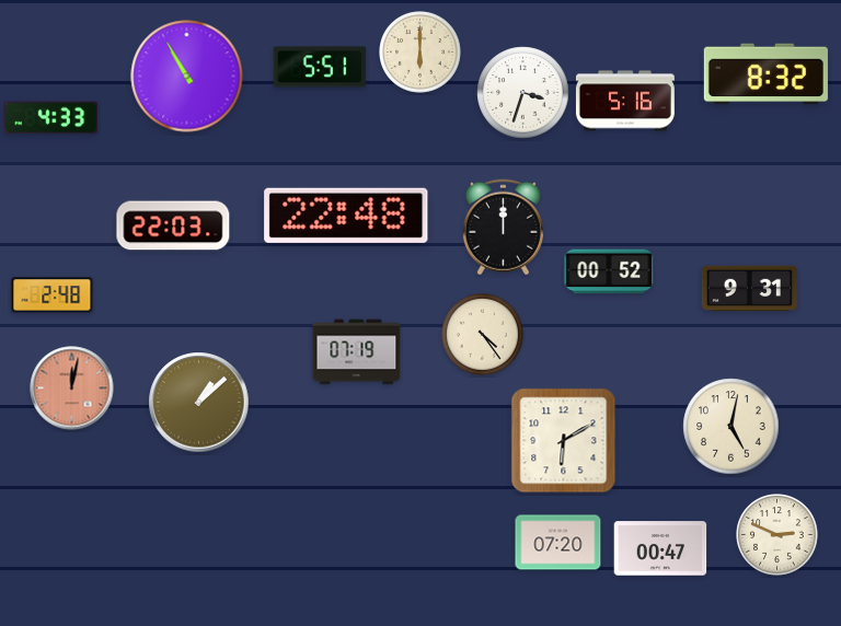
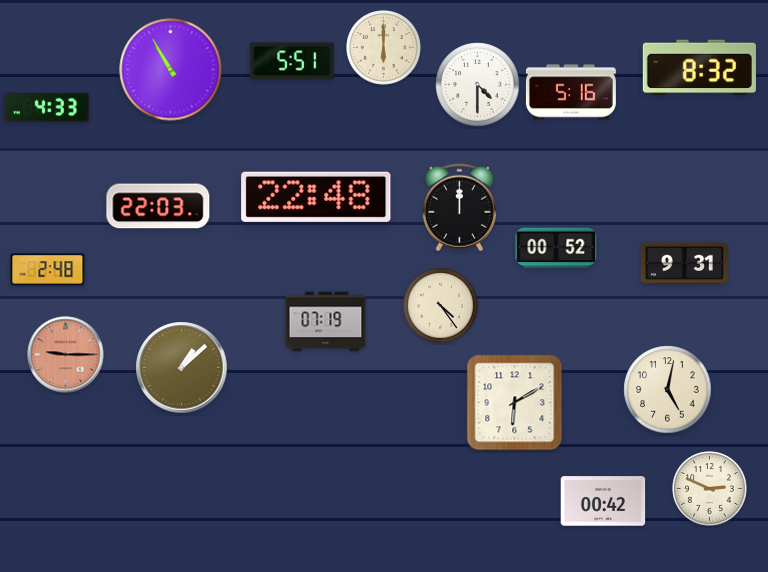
clock at (523, 93): 3:33 -> 4:30
clock at (72, 389): 12:02 -> 9:15
clock at (558, 543): 07:20 -> none
clock at (660, 548): 00:47 -> 00:42
